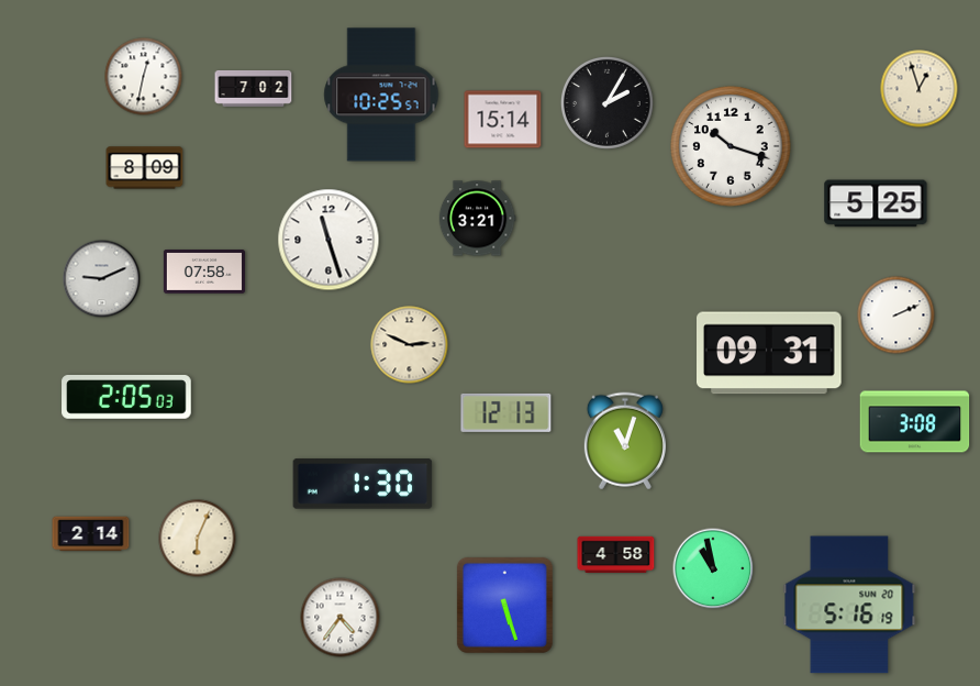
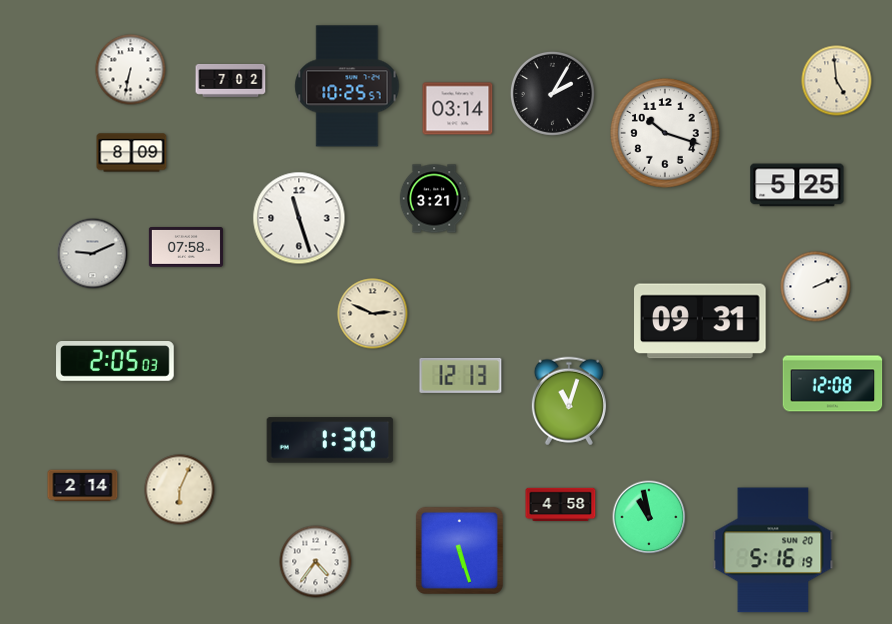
clock at (144, 77): 12:32 -> 6:32
clock at (920, 89): 12:57 -> 4:59
clock at (503, 120): 15:14 -> 03:14
clock at (915, 422): 3:08 -> 12:08
clock at (341, 618) position: (341, 618) -> (316, 562)
